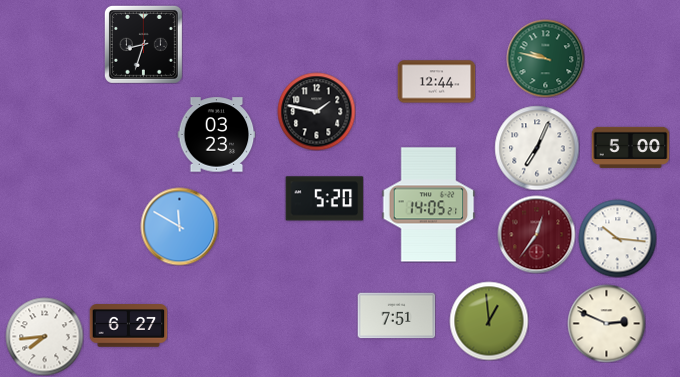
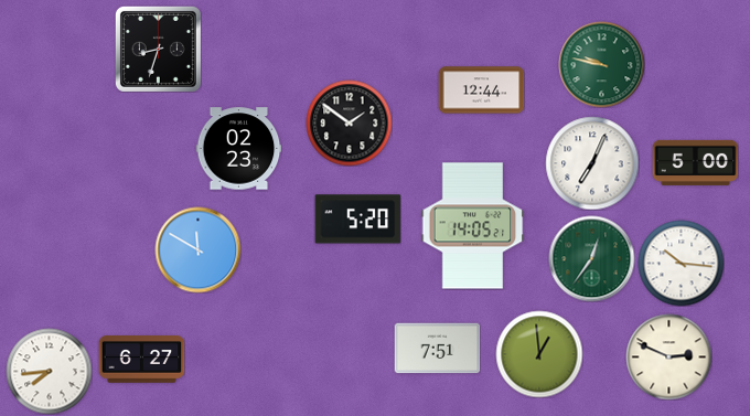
clock at (316, 111): 1:47 -> 1:51
clock at (216, 135): 03:23 -> 02:23
clock at (536, 234) dial: burgundy -> green
